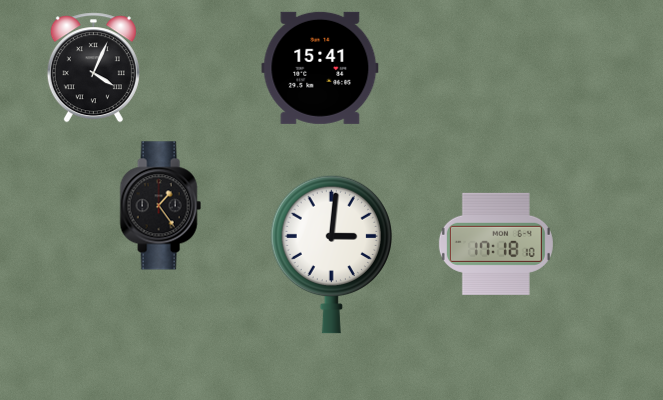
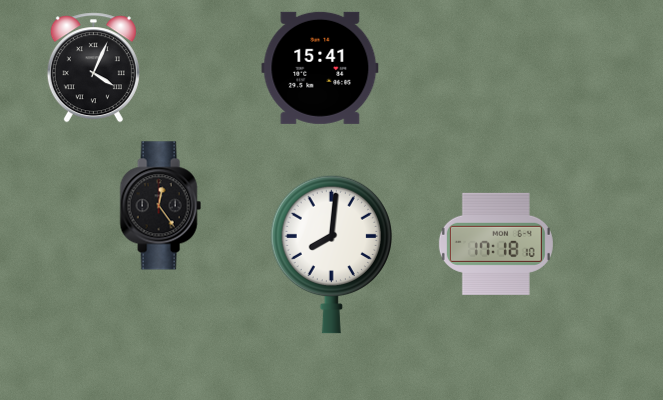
clock at (160, 206): 1:24 -> 12:24
clock at (331, 254): 3:01 -> 8:01
